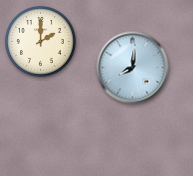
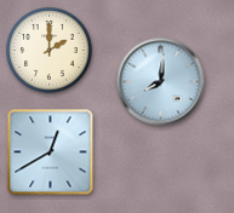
clock at (51, 152): none -> 12:40
